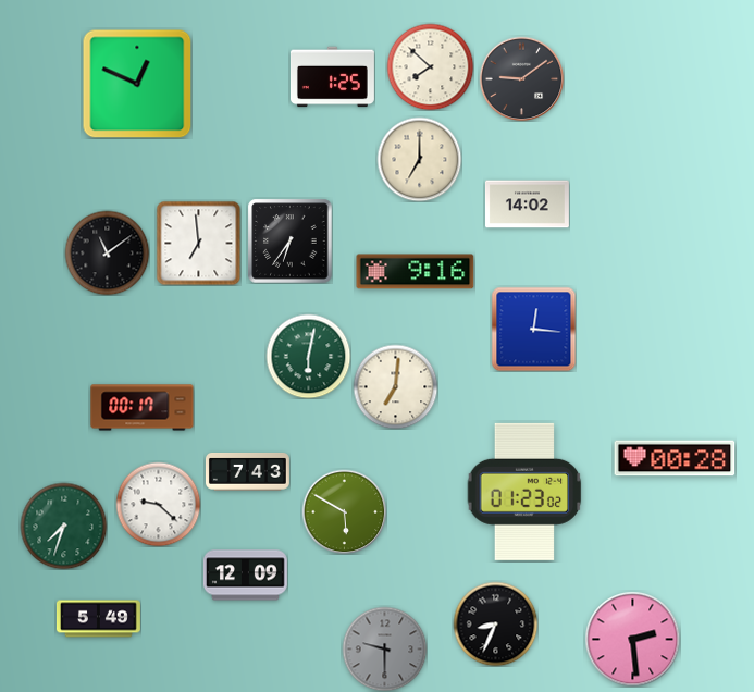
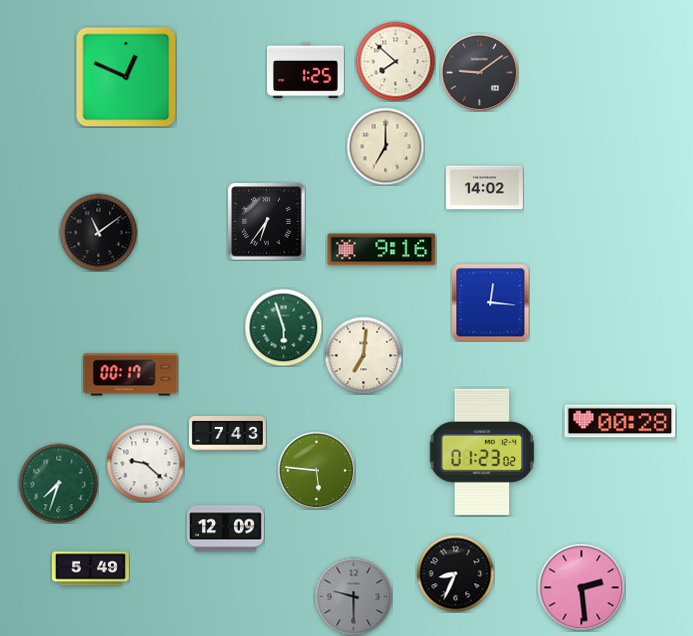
clock at (198, 243): 6:59 -> none
clock at (308, 356): 6:02 -> 5:57
clock at (344, 511): 5:50 -> 5:46
